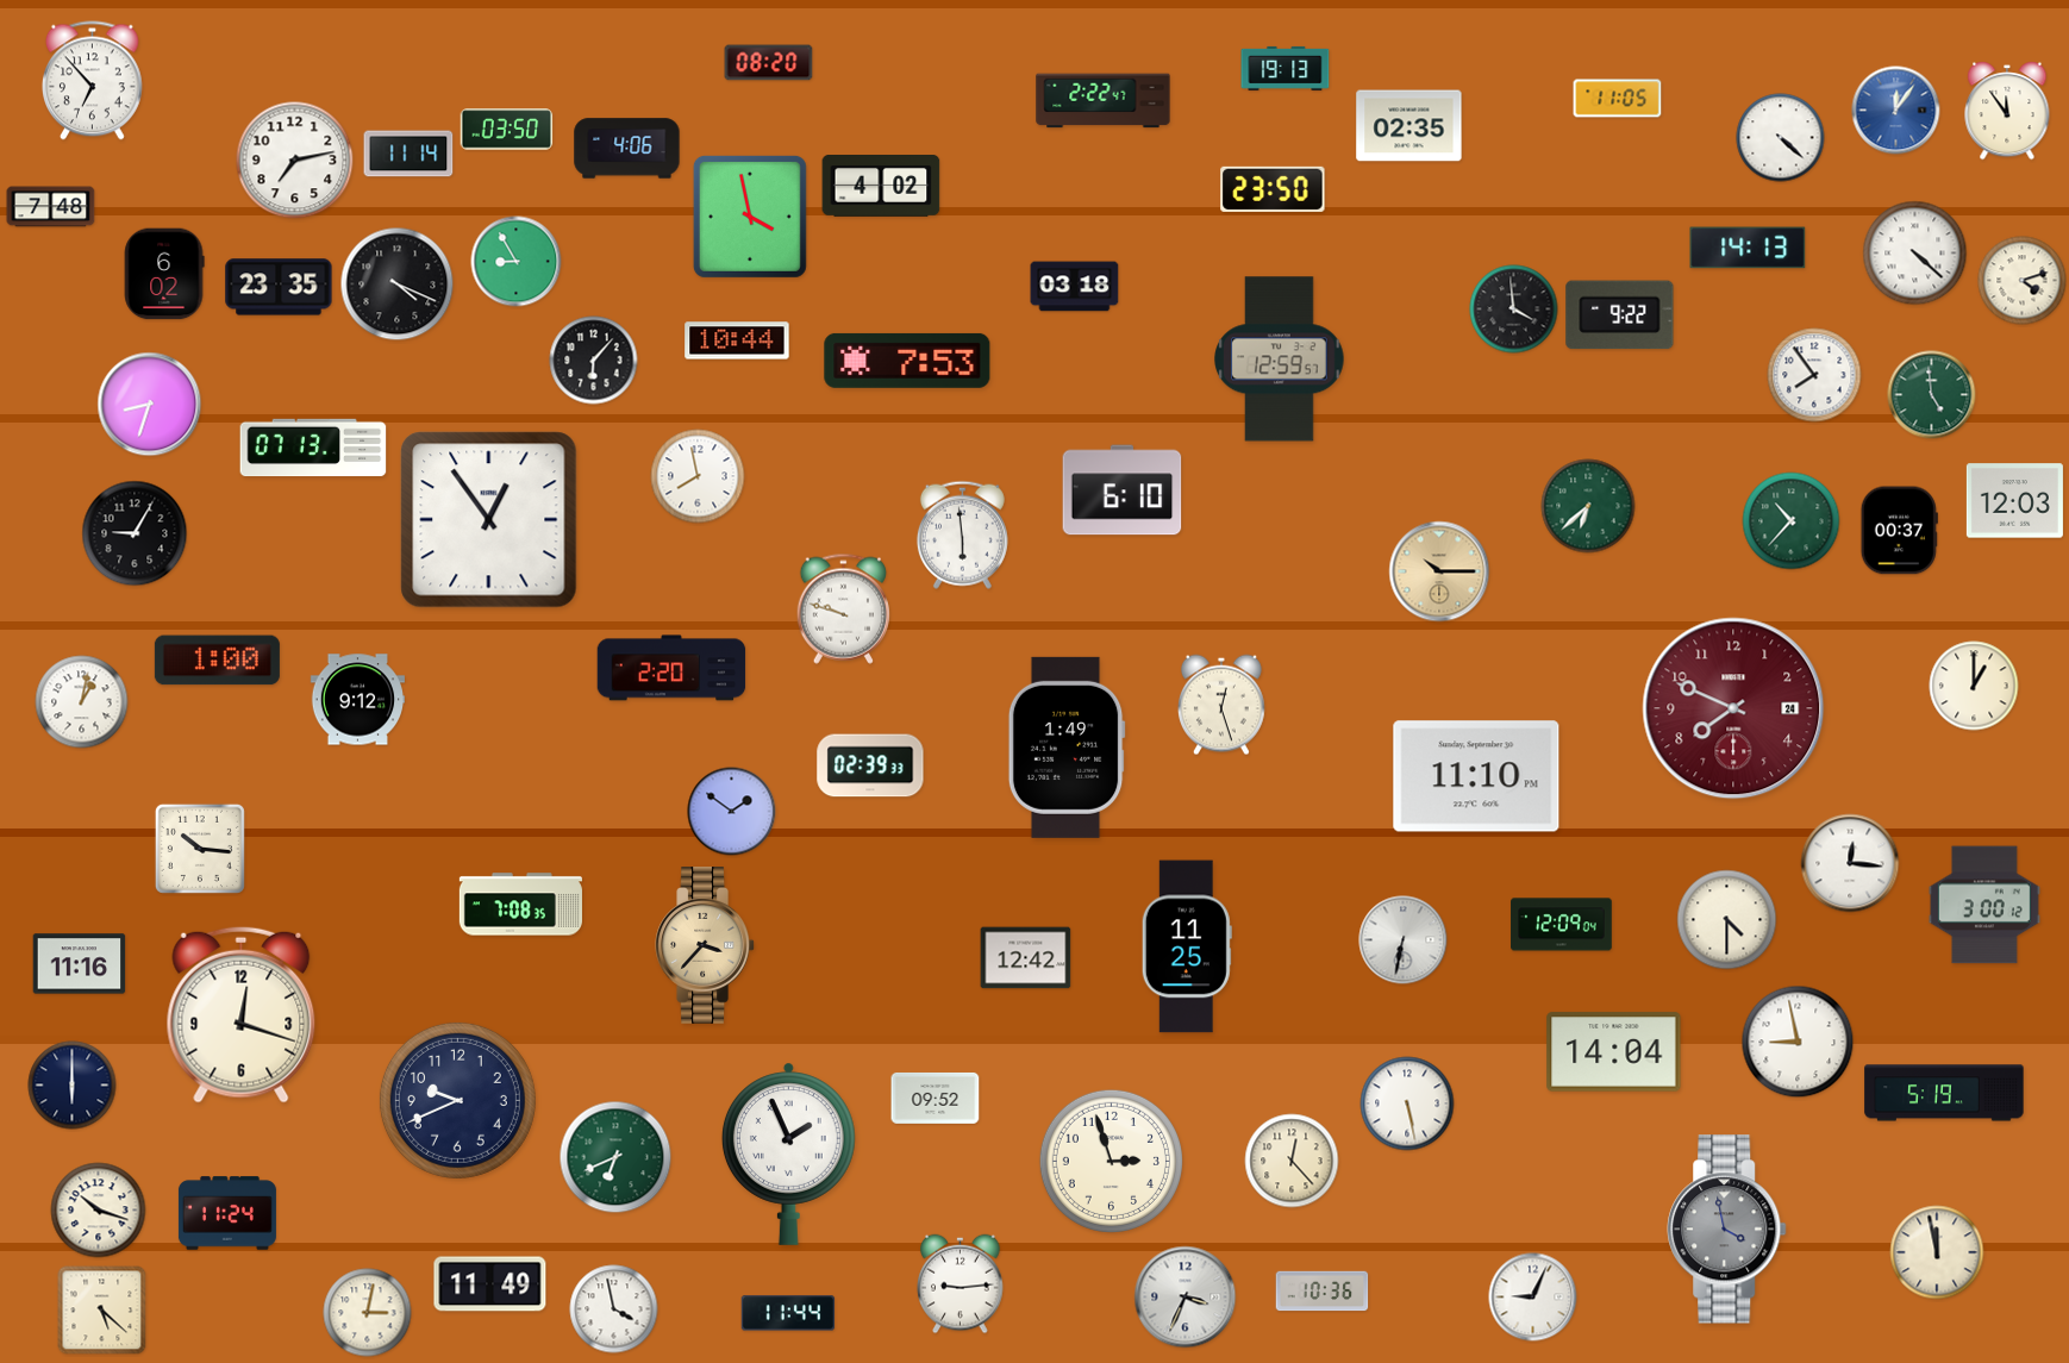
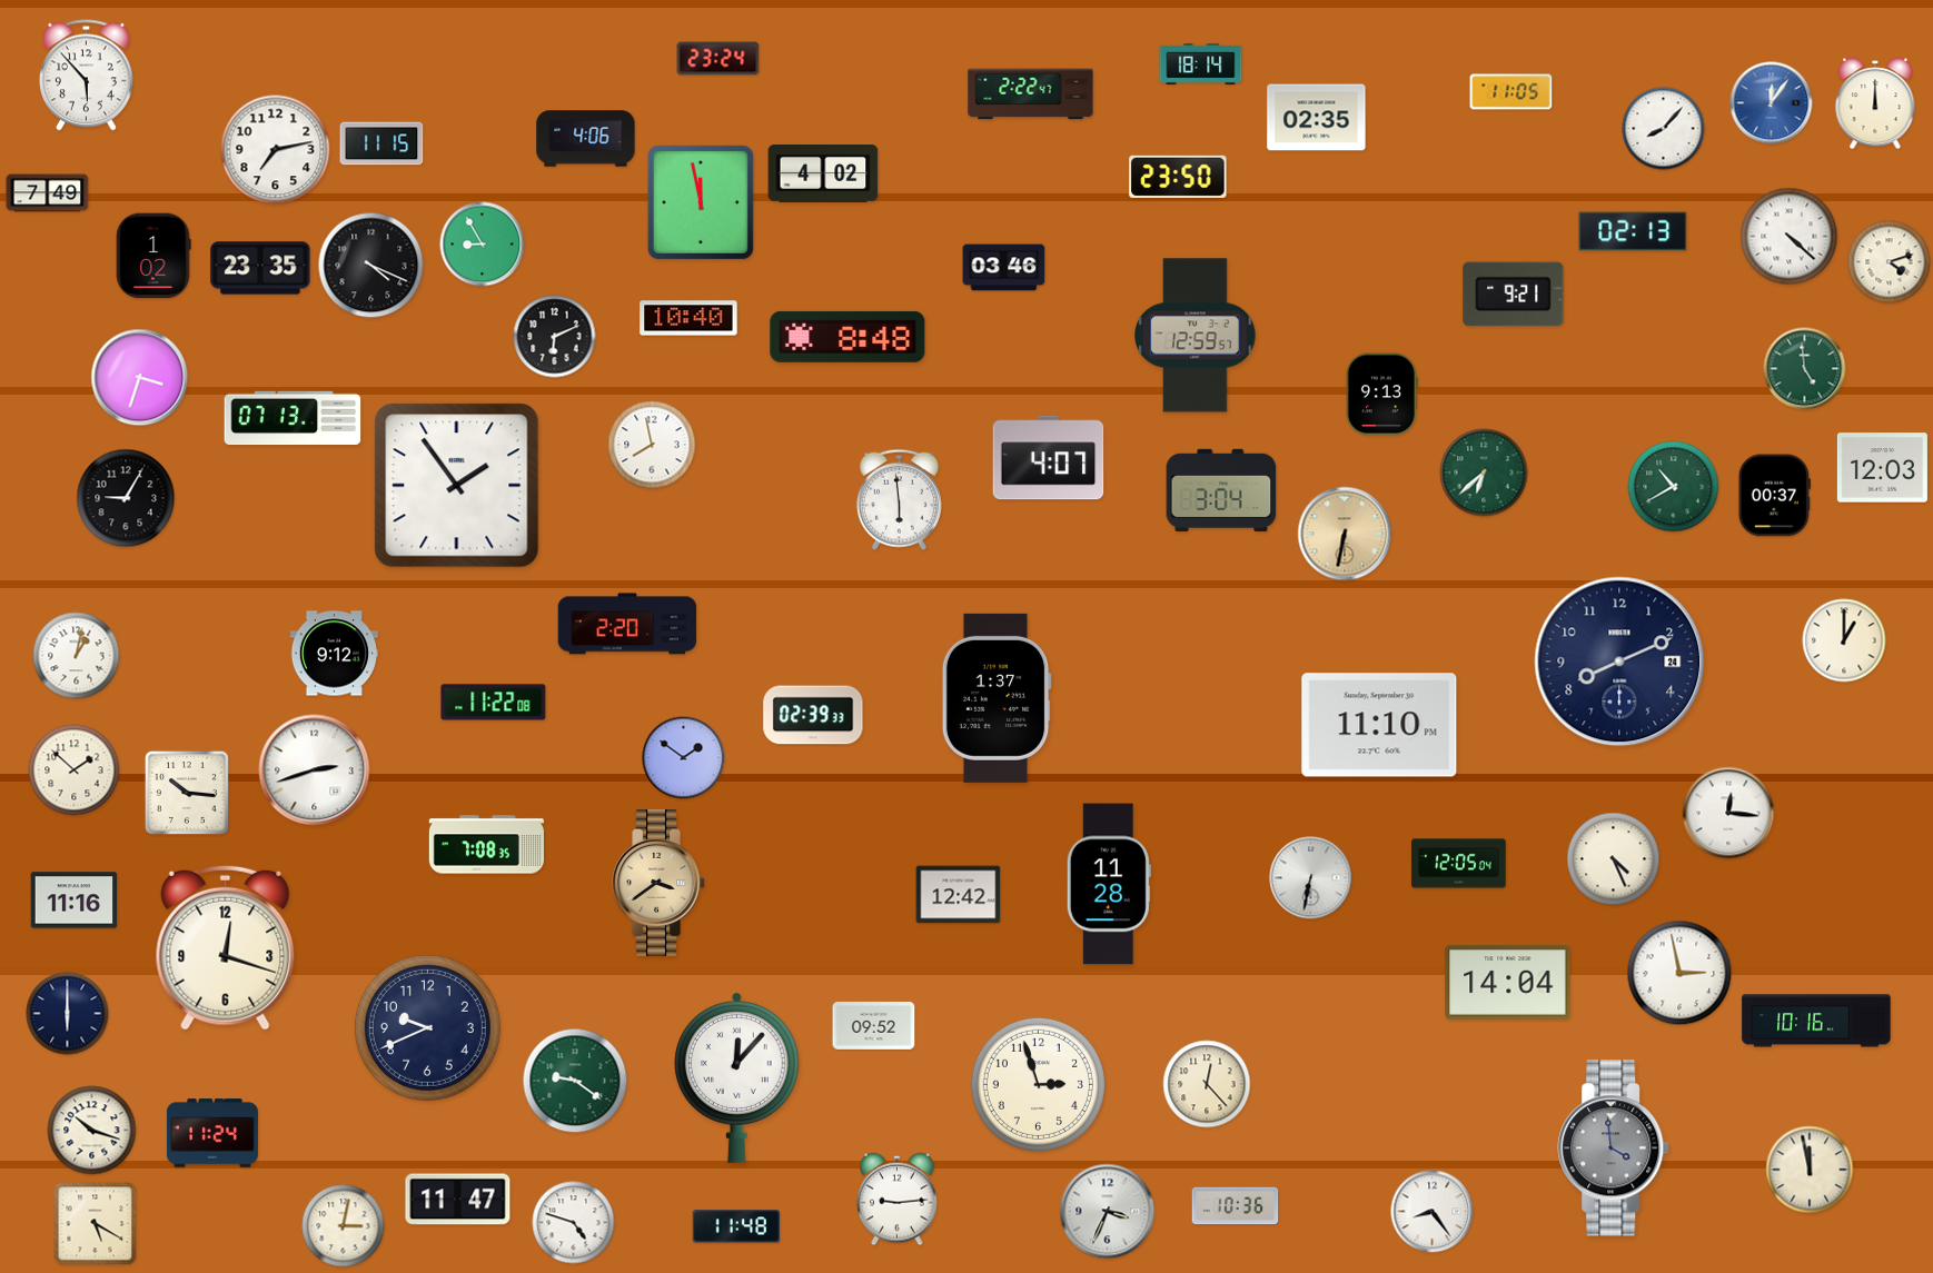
clock at (769, 63): 08:20 -> 23:24
clock at (1286, 68): 19:13 -> 18:14
clock at (93, 81): 6:53 -> 5:53
clock at (2007, 111): 11:54 -> 12:00
clock at (507, 130): 03:50 -> none
clock at (1781, 138): 4:22 -> 8:07
clock at (408, 154): 11:14 -> 11:15
clock at (1273, 189) position: (1273, 189) -> (1178, 177)
clock at (51, 207): 7:48 -> 7:49
clock at (750, 217): 3:58 -> 11:58
clock at (1748, 248): 14:13 -> 02:13
clock at (164, 274): 6:02 -> 1:02
clock at (1075, 287): 03:18 -> 03:46
clock at (1514, 310): 3:59 -> none
clock at (1620, 315): 9:22 -> 9:21
clock at (737, 340): 10:44 -> 10:40
clock at (594, 361): 6:07 -> 6:11
clock at (907, 361): 7:53 -> 8:48
clock at (1814, 375): 7:54 -> none
clock at (150, 405): 8:33 -> 3:33
clock at (1382, 395): none -> 9:13
clock at (1123, 490): 6:10 -> 4:07
clock at (489, 520): 12:54 -> 1:54
clock at (1792, 521): 10:37 -> 10:40
clock at (1221, 490): none -> 3:04
clock at (1439, 571): 10:15 -> 6:32
clock at (843, 608): 9:48 -> none
clock at (217, 661): 1:00 -> none
clock at (1221, 705): 12:27 -> none
clock at (1733, 708): 7:49 -> 8:11
clock at (1733, 708) dial: burgundy -> navy
clock at (1067, 748): 1:49 -> 1:37
clock at (494, 703): none -> 11:22
clock at (75, 770): none -> 1:52
clock at (315, 770): none -> 2:42
clock at (1850, 863) position: (1850, 863) -> (1728, 813)
clock at (1984, 905): 3:00 -> none
clock at (1727, 920): 4:30 -> 4:26
clock at (1562, 925): 12:09 -> 12:05
clock at (705, 945): 3:37 -> 3:39
clock at (1187, 946): 11:25 -> 11:28
clock at (1798, 1042): 8:58 -> 2:58
clock at (1944, 1093): 5:19 -> 10:16
clock at (1407, 1103): 5:28 -> none
clock at (788, 1153): 1:56 -> 12:07
clock at (615, 1157): 6:41 -> 9:21
clock at (1727, 1230): 3:58 -> 3:59
clock at (490, 1284): 11:49 -> 11:47
clock at (1533, 1298): 9:04 -> 8:24
clock at (614, 1309): 3:58 -> 4:48
clock at (102, 1311): 5:22 -> 5:20
clock at (788, 1313): 11:44 -> 11:48
